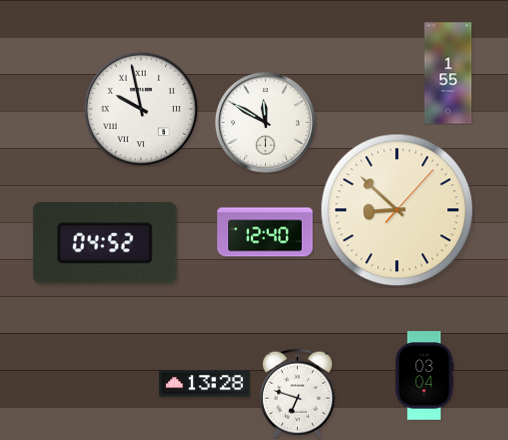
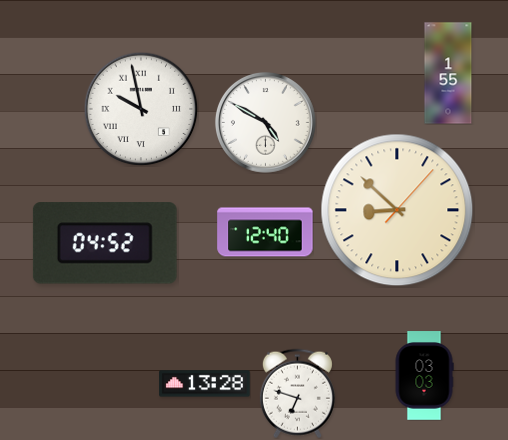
clock at (265, 122): 11:50 -> 4:50
clock at (424, 376): 03:04 -> 03:03
